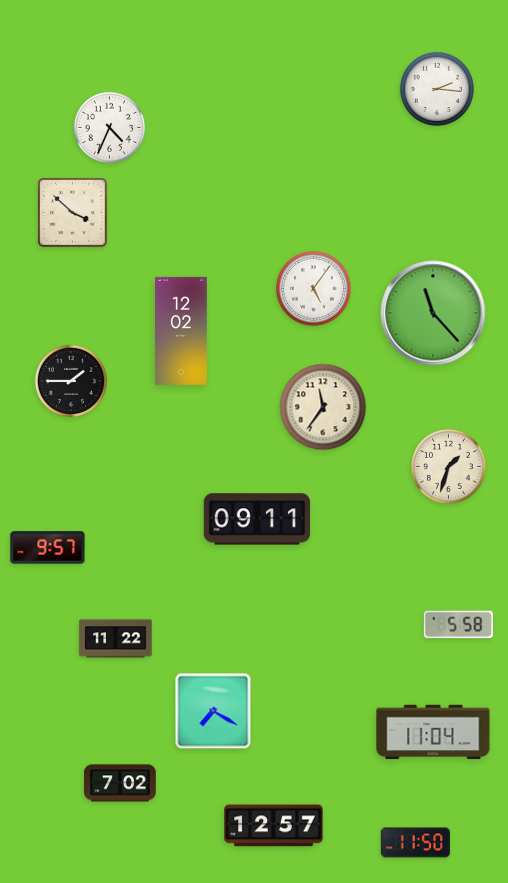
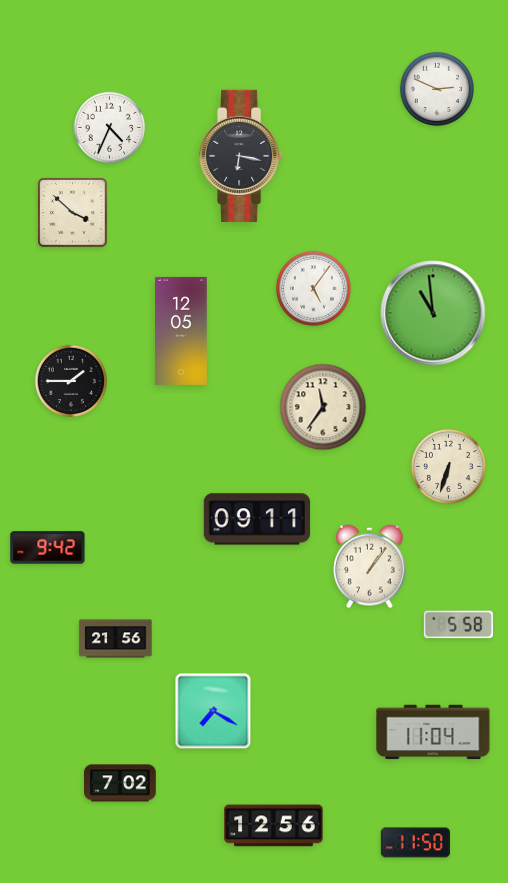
clock at (437, 89): 2:16 -> 2:49
clock at (242, 156): none -> 6:17
clock at (433, 313): 11:23 -> 10:59
clock at (181, 331): 12:02 -> 12:05
clock at (448, 466): 1:33 -> 6:33
clock at (48, 548): 9:57 -> 9:42
clock at (370, 567): none -> 1:06
clock at (116, 639): 11:22 -> 21:56
clock at (274, 826): 12:57 -> 12:56
